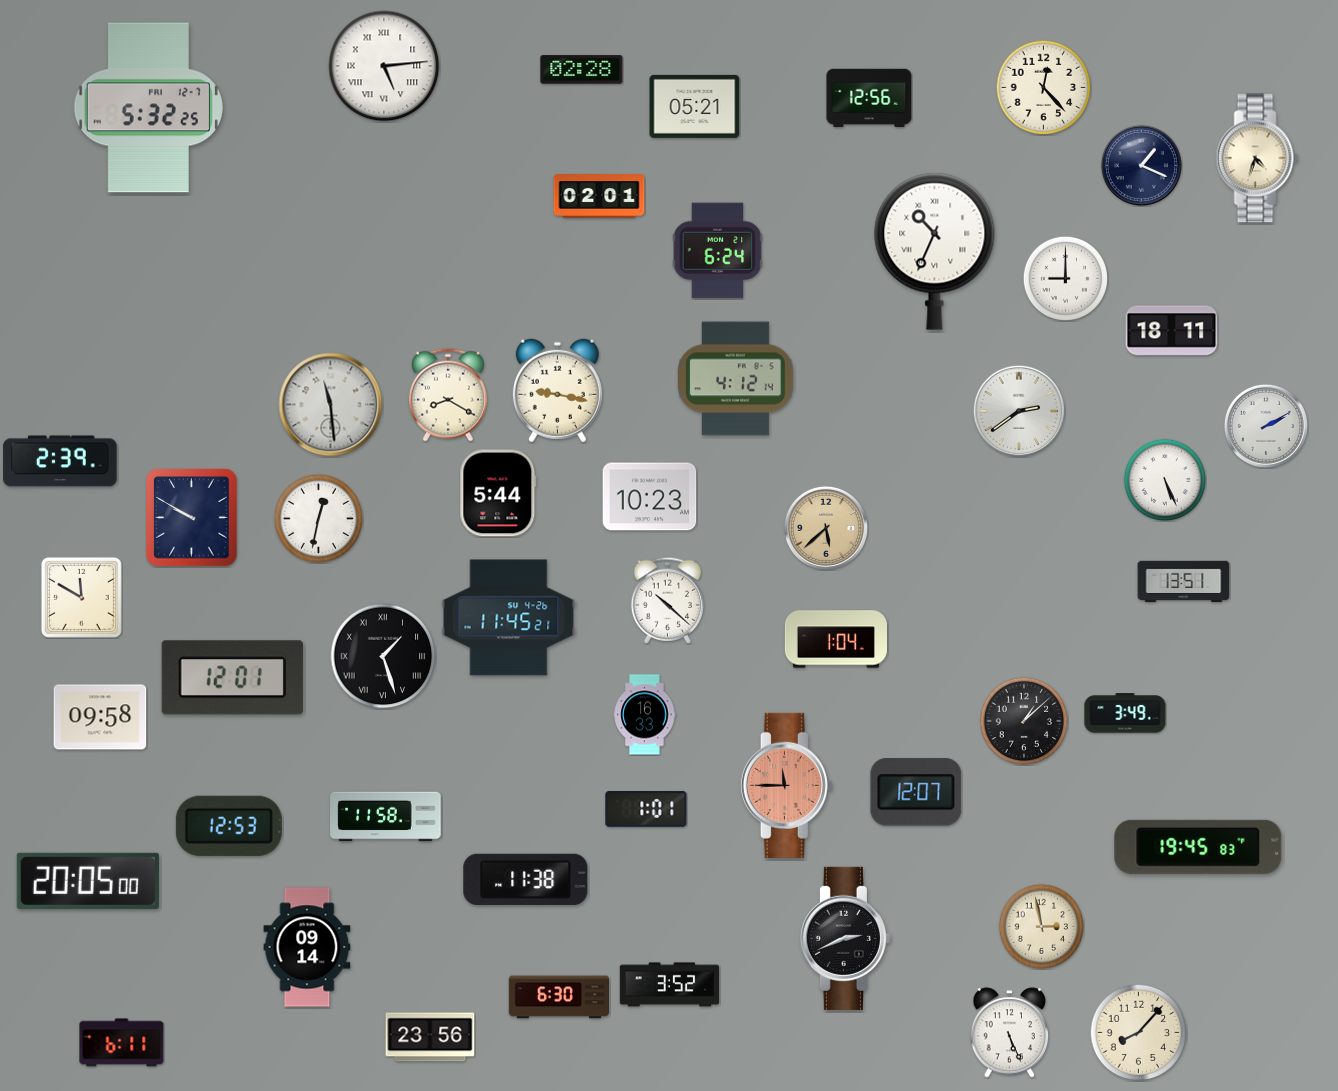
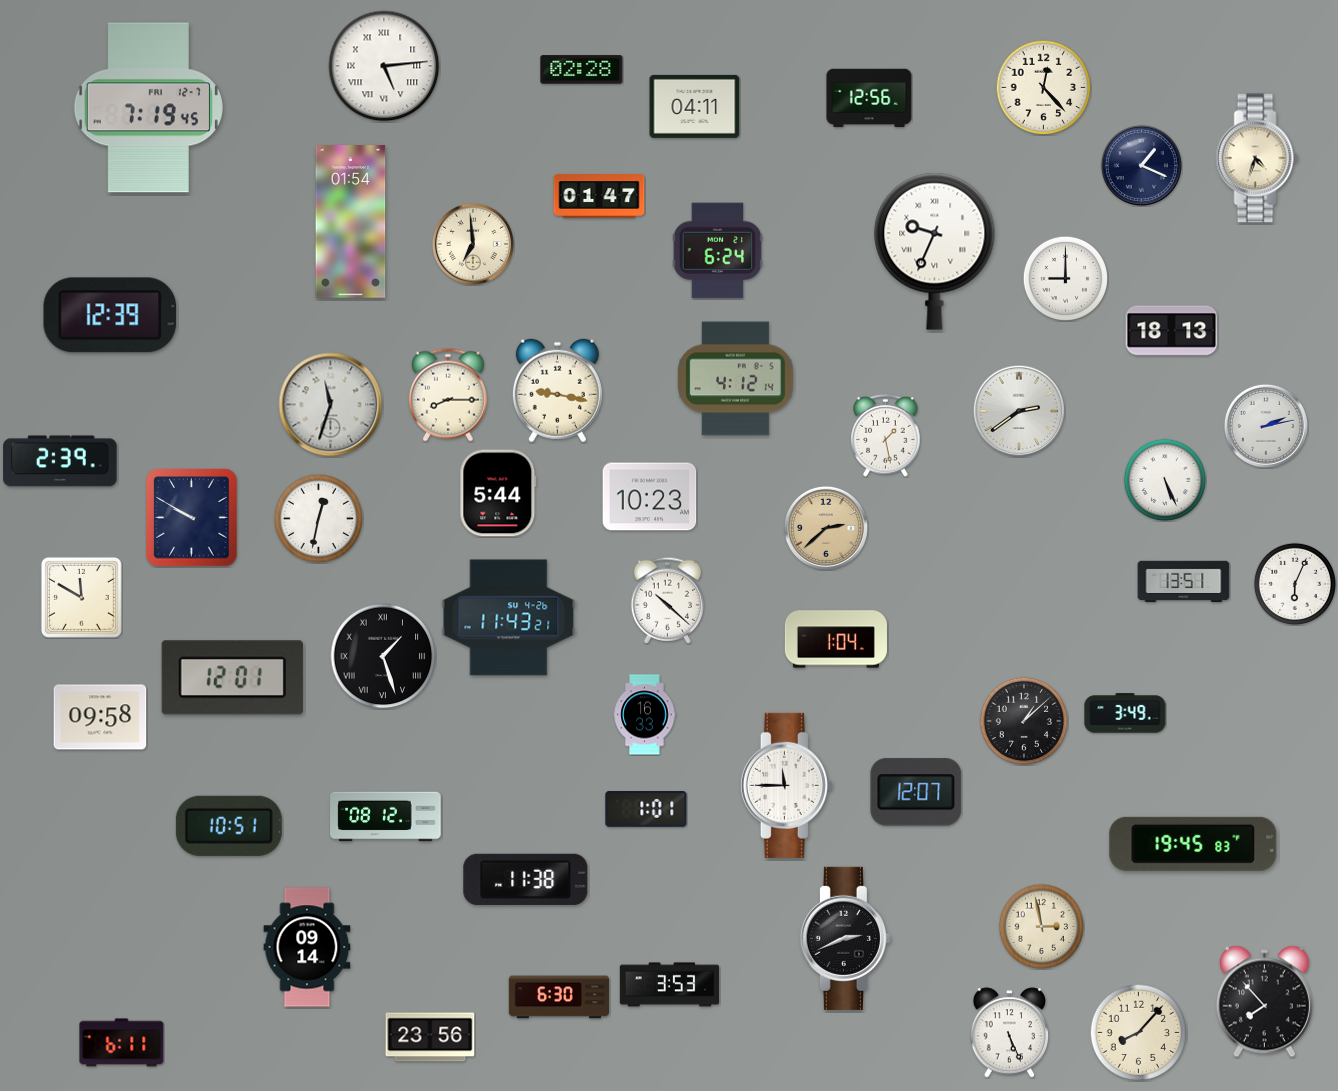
clock at (695, 106): 05:21 -> 04:11
clock at (148, 108): 5:32 -> 7:19
clock at (599, 196): 02:01 -> 01:47
clock at (351, 222): none -> 01:54
clock at (473, 244): none -> 6:59
clock at (935, 251): 10:34 -> 9:34
clock at (110, 315): none -> 12:39
clock at (1172, 331): 18:11 -> 18:13
clock at (448, 395): 8:20 -> 8:15
clock at (331, 405): 11:29 -> 11:33
clock at (1266, 426): 2:10 -> 2:13
clock at (886, 436): none -> 1:28
clock at (826, 528): 5:38 -> 2:38
clock at (1294, 583): none -> 6:04
clock at (509, 618): 11:45 -> 11:43
clock at (786, 785) dial: salmon -> white
clock at (386, 817): 11:58 -> 08:12
clock at (229, 826): 12:53 -> 10:51
clock at (1198, 847) position: (1198, 847) -> (1193, 844)
clock at (88, 881): 20:05 -> none
clock at (670, 985): 3:52 -> 3:53
clock at (1264, 1002): none -> 7:53
